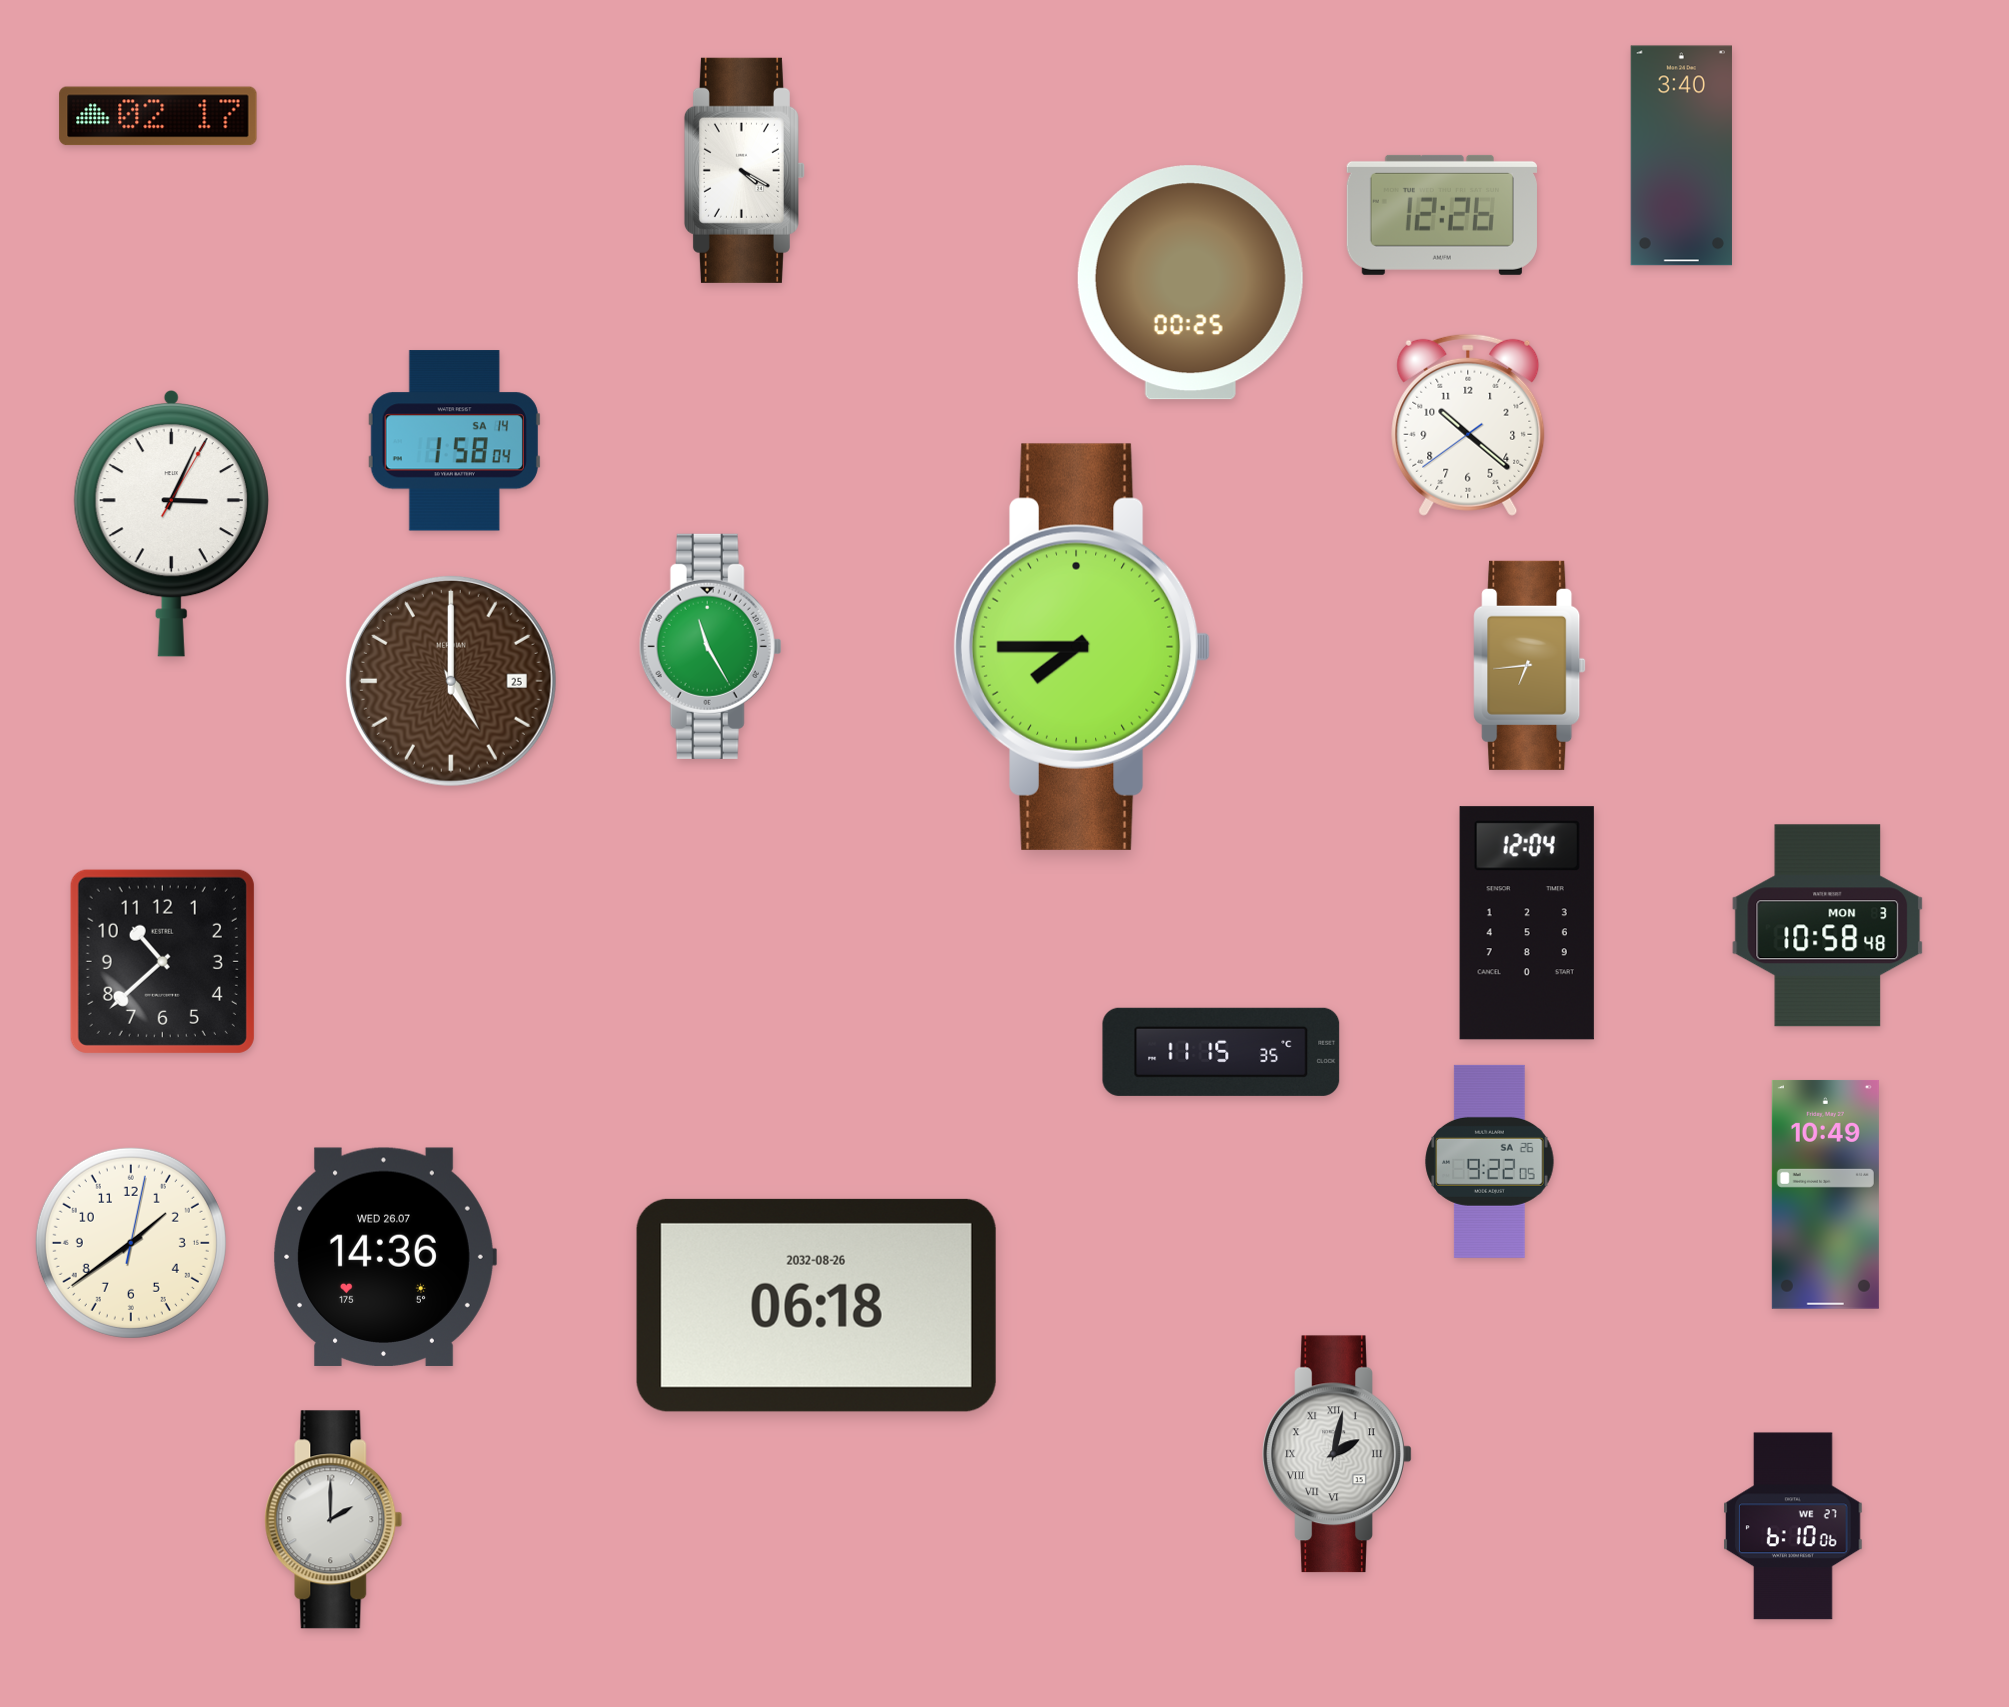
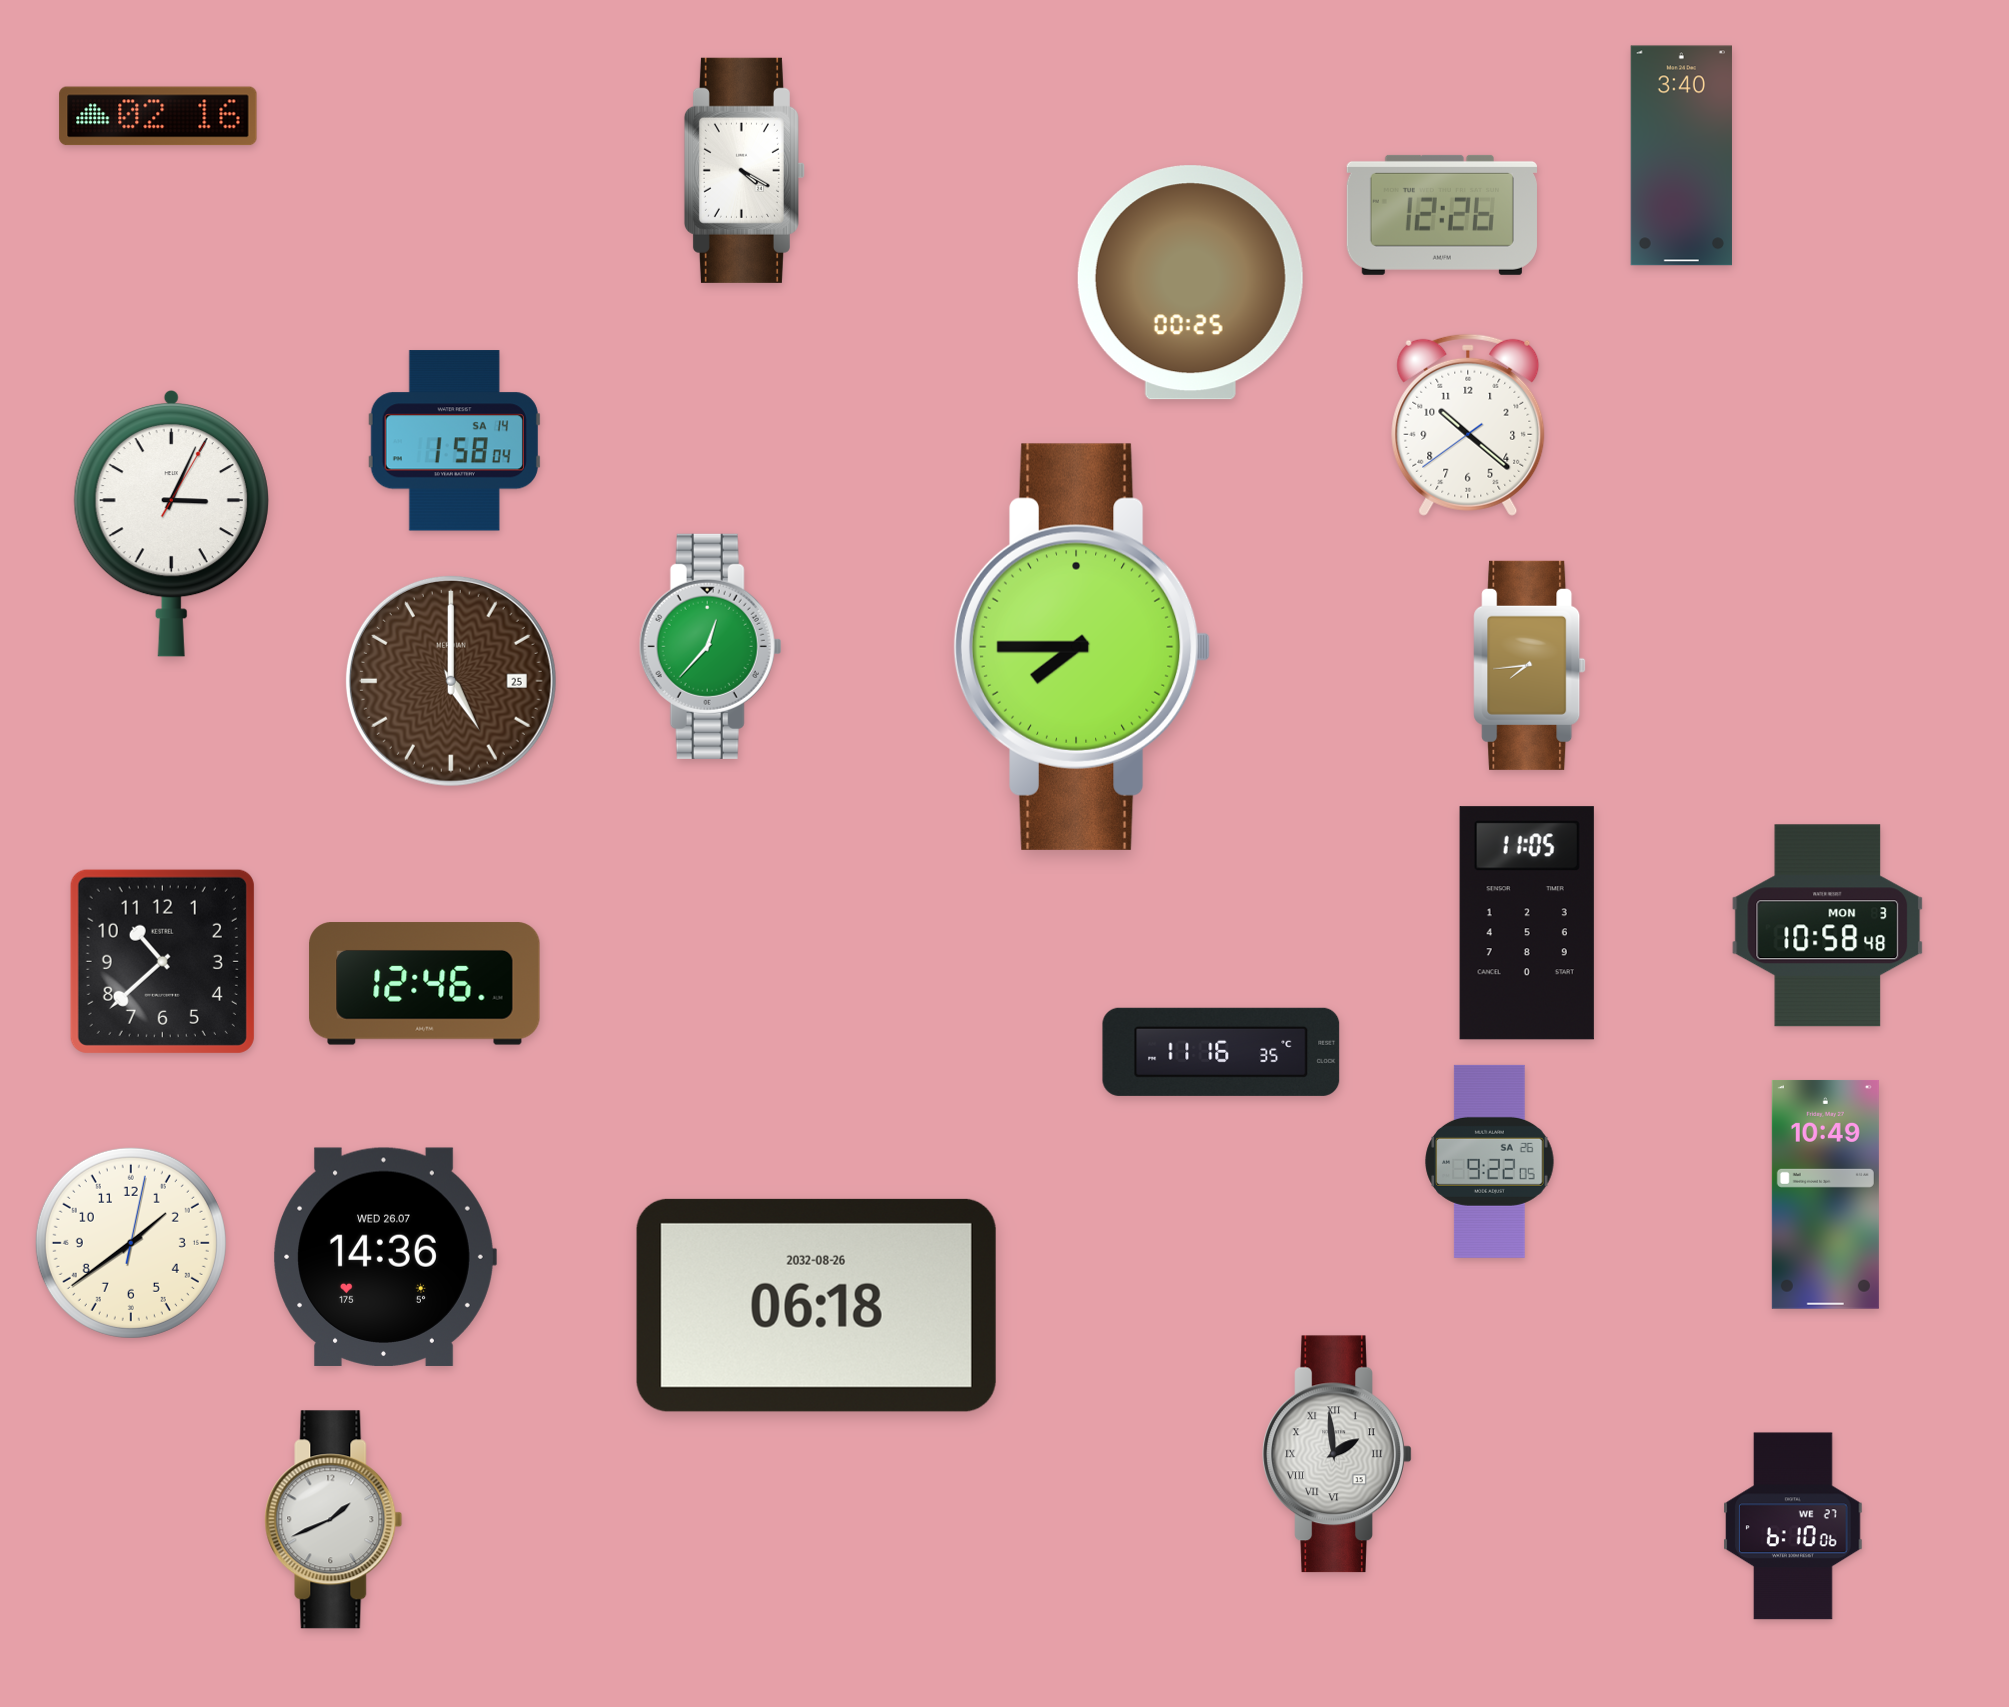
clock at (158, 116): 02:17 -> 02:16
clock at (710, 646): 11:25 -> 12:37
clock at (1530, 665): 6:44 -> 7:44
clock at (1527, 923): 12:04 -> 11:05
clock at (425, 984): none -> 12:46
clock at (1221, 1052): 11:15 -> 11:16
clock at (1337, 1454): 2:02 -> 1:59
clock at (334, 1520): 2:00 -> 1:41
